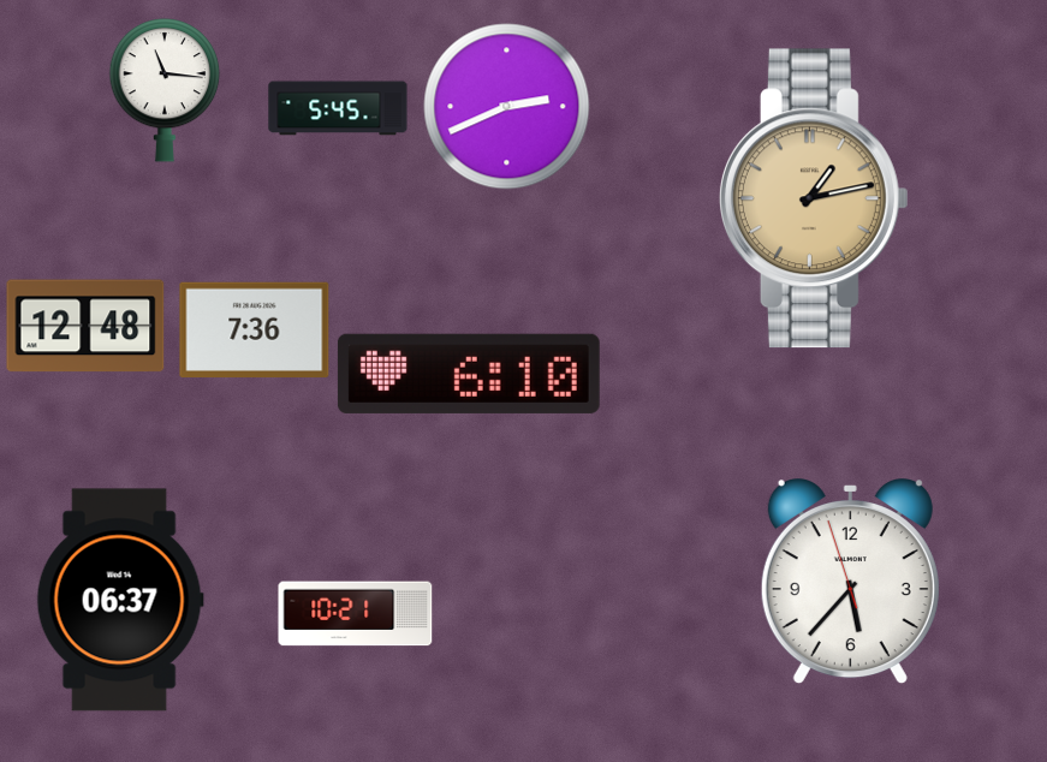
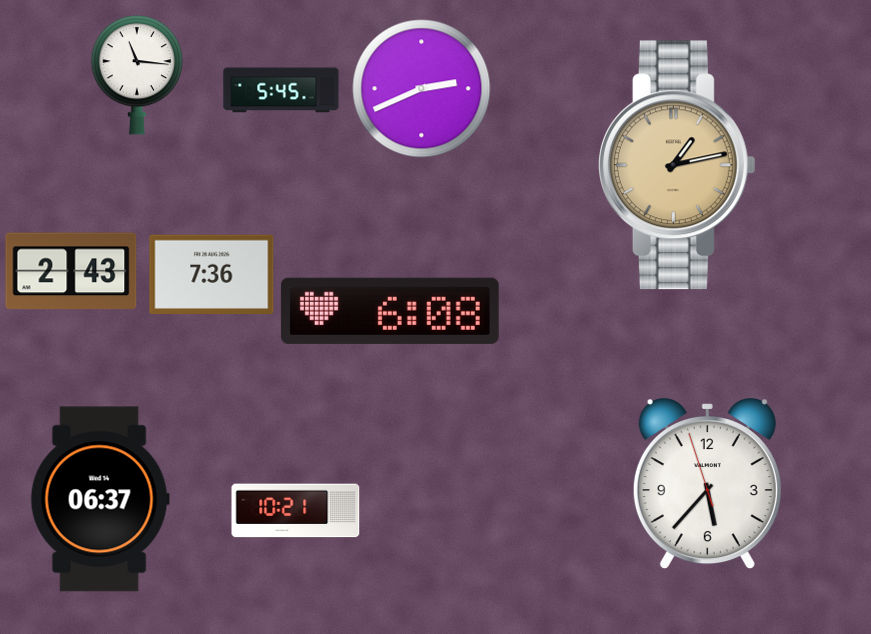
clock at (85, 326): 12:48 -> 2:43
clock at (469, 374): 6:10 -> 6:08
